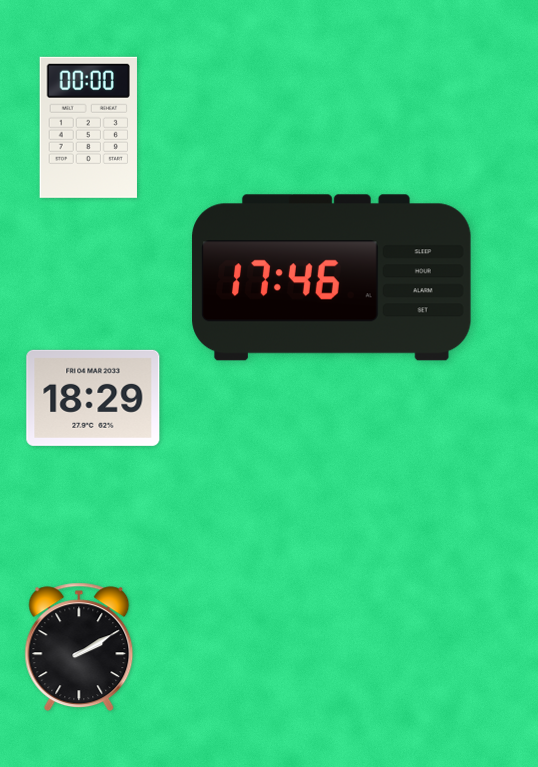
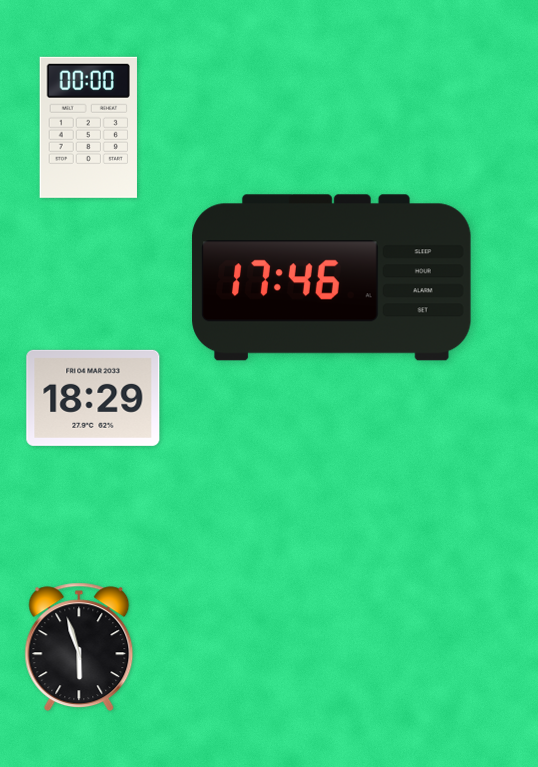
clock at (79, 647): 2:10 -> 5:57
